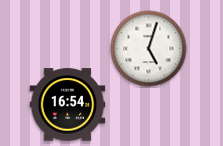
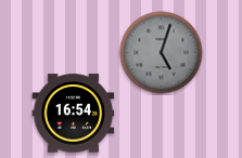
clock at (149, 49) dial: white -> grey
